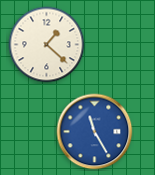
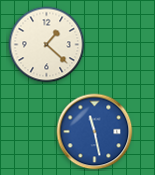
clock at (95, 132): 11:25 -> 11:28
